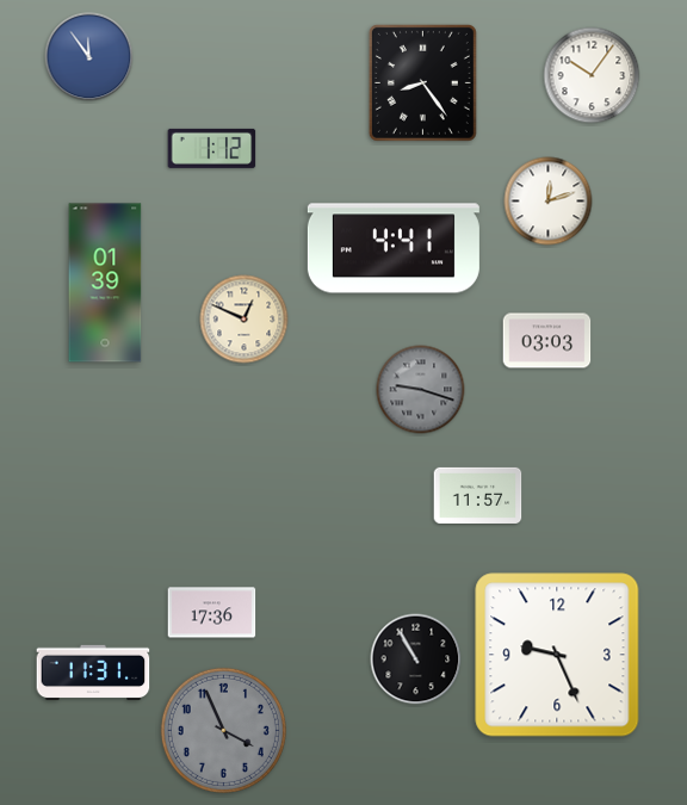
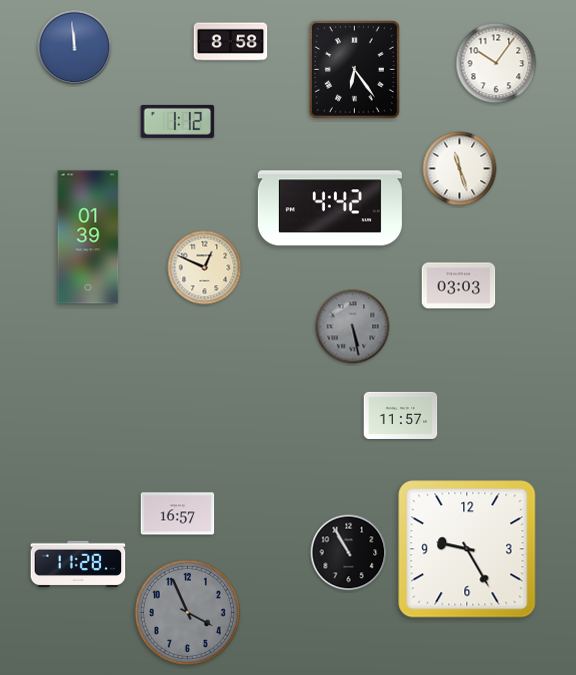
clock at (231, 42): none -> 8:58
clock at (89, 57): 11:54 -> 11:59
clock at (422, 82): 8:24 -> 6:24
clock at (212, 148) position: (212, 148) -> (178, 121)
clock at (549, 202): 12:12 -> 11:27
clock at (394, 248): 4:41 -> 4:42
clock at (421, 390): 9:18 -> 5:28
clock at (212, 613): 17:36 -> 16:57
clock at (557, 655): 9:26 -> 9:25
clock at (93, 671): 11:31 -> 11:28
